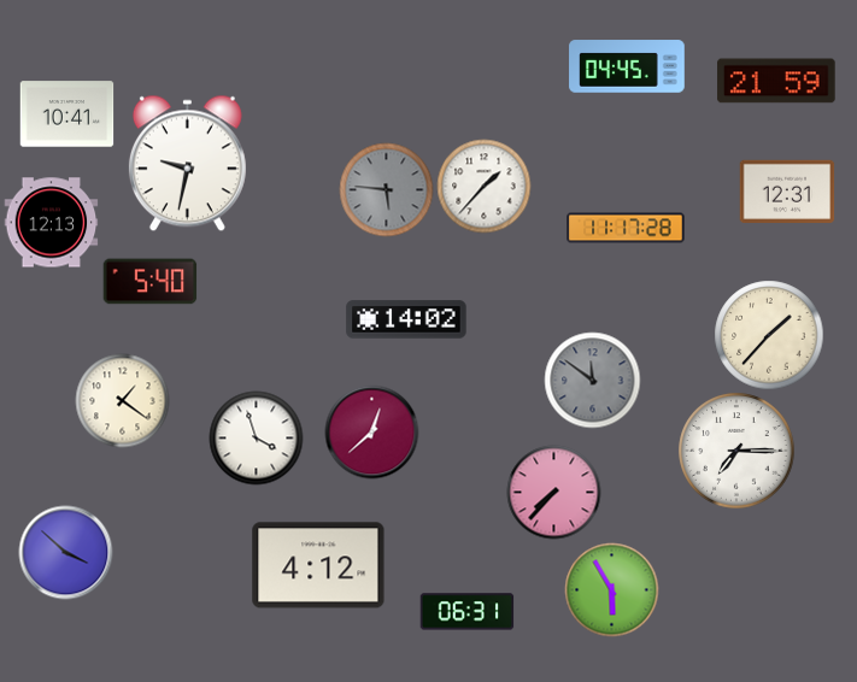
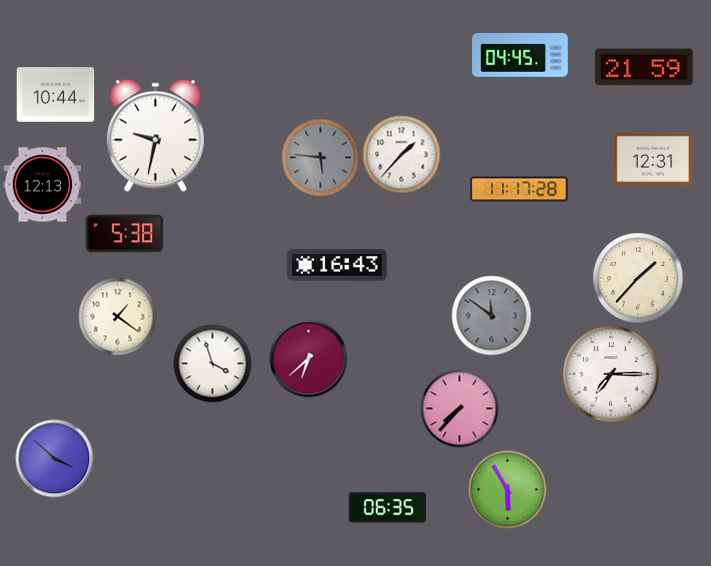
clock at (66, 114): 10:41 -> 10:44
clock at (149, 282): 5:40 -> 5:38
clock at (406, 319): 14:02 -> 16:43
clock at (122, 400) position: (122, 400) -> (117, 316)
clock at (371, 431): 12:38 -> 6:38
clock at (318, 565): 4:12 -> none
clock at (466, 612): 06:31 -> 06:35
